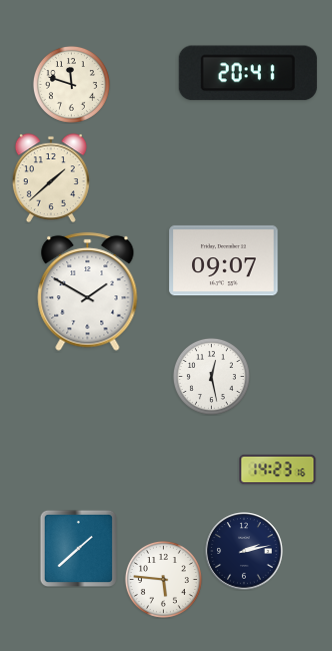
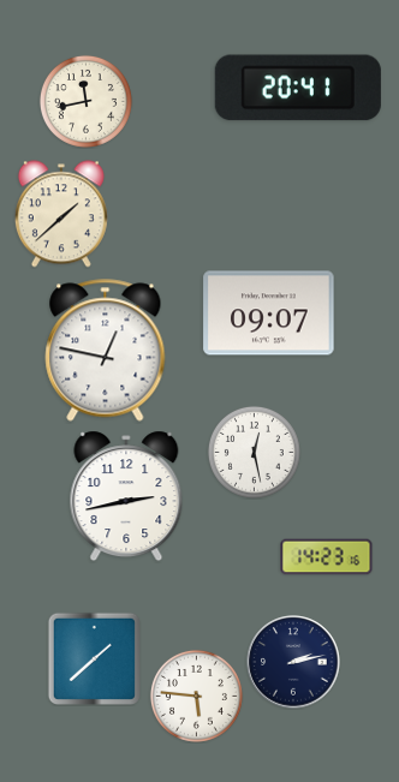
clock at (71, 84): 11:48 -> 11:43
clock at (88, 292): 1:50 -> 12:47
clock at (126, 496): none -> 2:43
clock at (278, 470) position: (278, 470) -> (327, 557)
